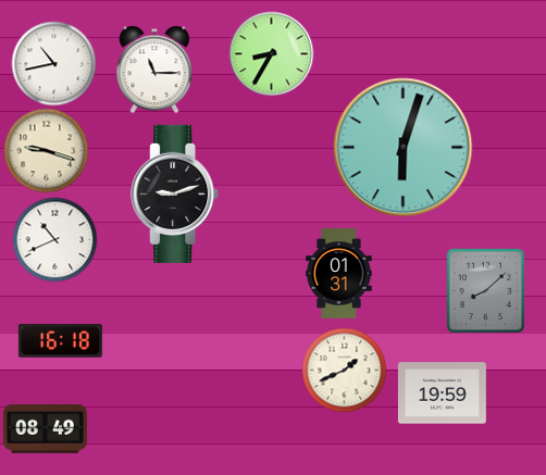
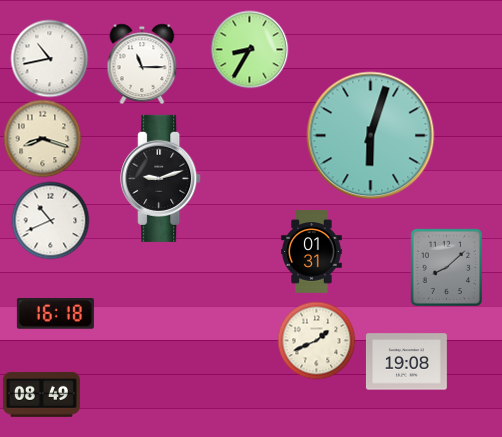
clock at (46, 150): 9:18 -> 8:18
clock at (442, 393): 19:59 -> 19:08
